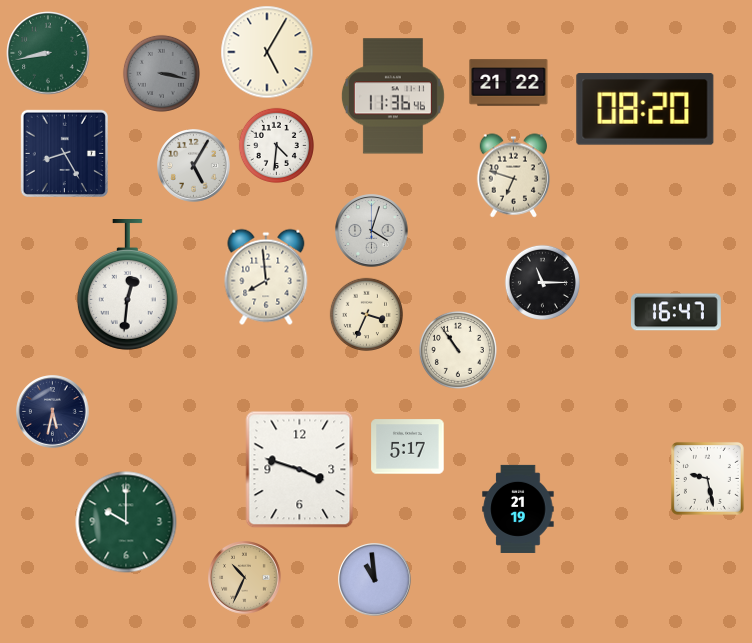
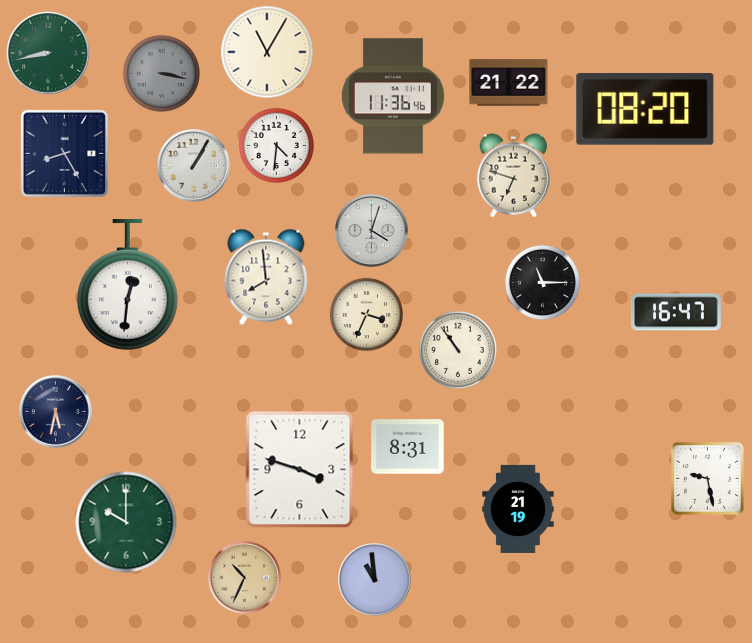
clock at (267, 52): 5:05 -> 11:05
clock at (194, 166): 5:05 -> 1:05
clock at (53, 412) position: (53, 412) -> (56, 412)
clock at (408, 447): 5:17 -> 8:31
